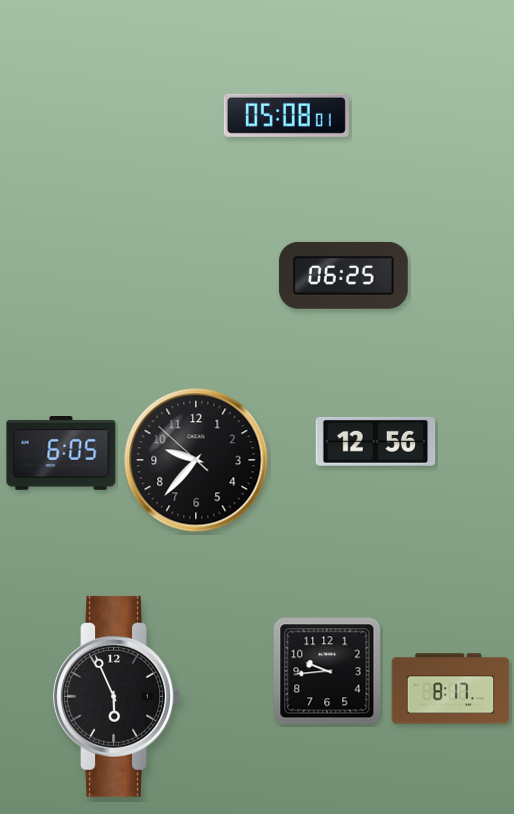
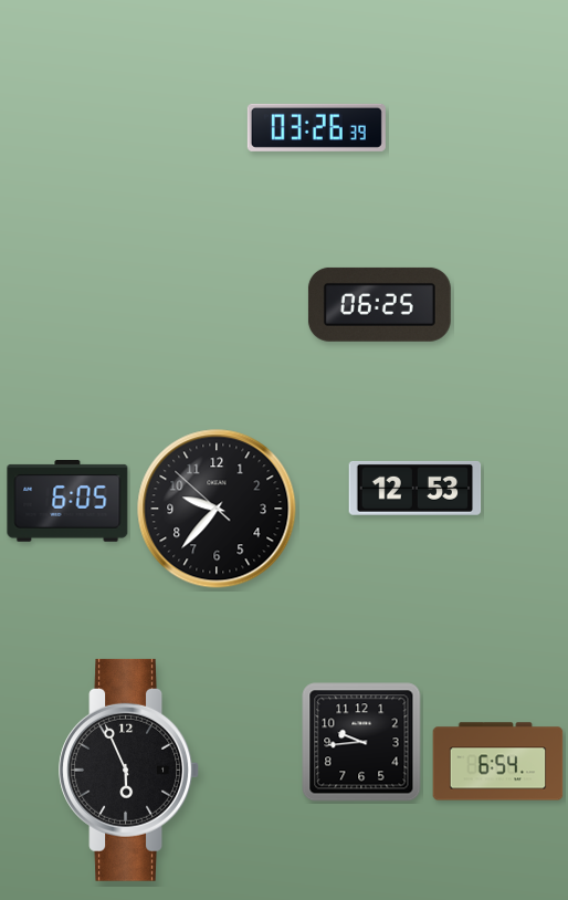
clock at (286, 115): 05:08 -> 03:26
clock at (376, 441): 12:56 -> 12:53
clock at (451, 689): 8:17 -> 6:54
